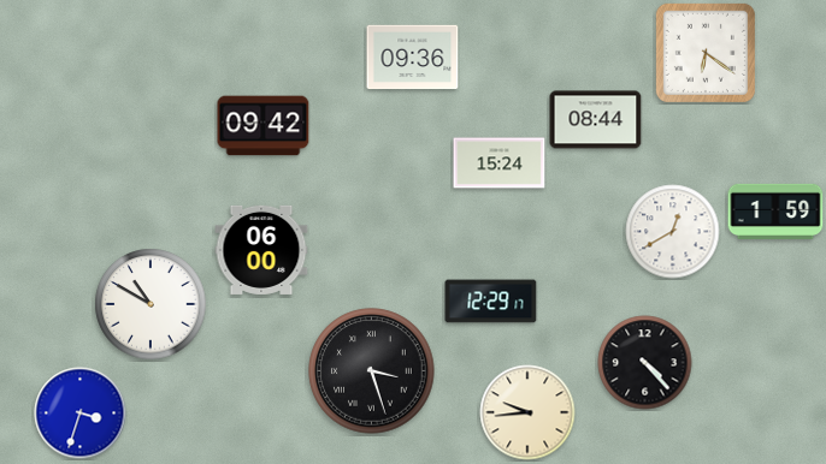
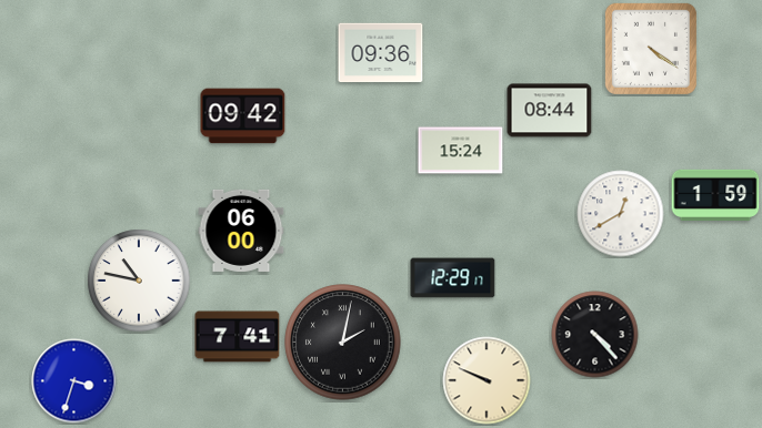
clock at (706, 53): 6:21 -> 4:21
clock at (151, 304): 10:50 -> 10:47
clock at (238, 337): none -> 7:41
clock at (372, 371): 3:27 -> 2:02
clock at (527, 412): 9:44 -> 9:49
